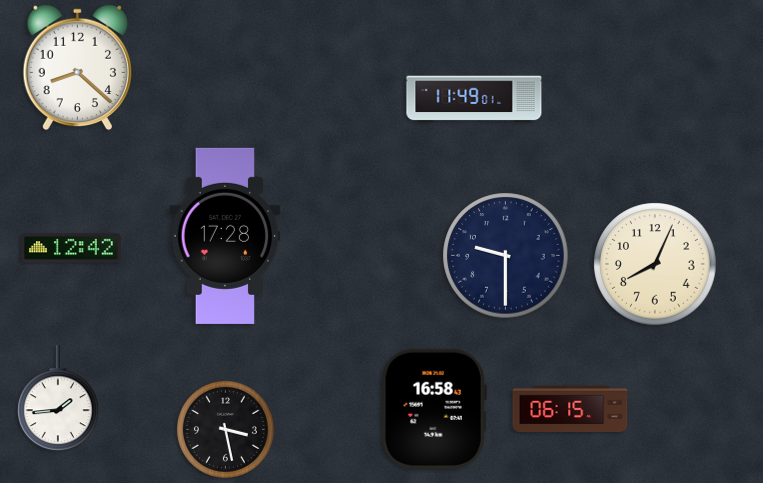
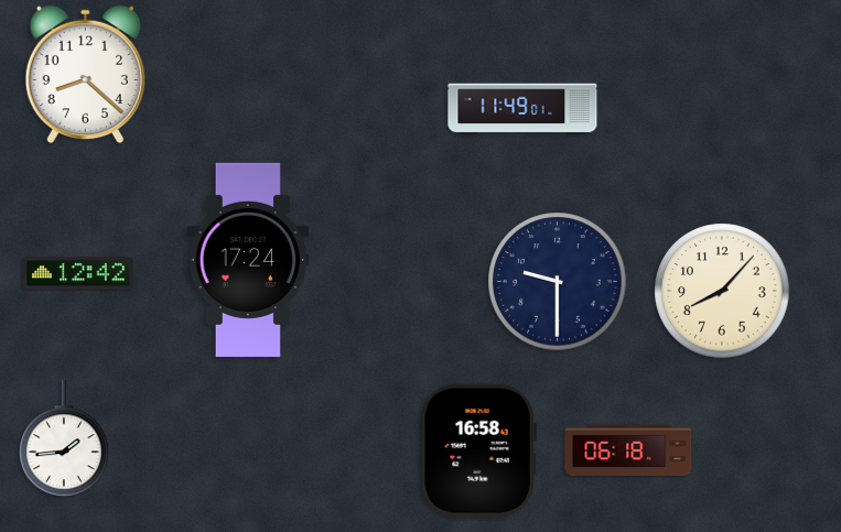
clock at (225, 236): 17:28 -> 17:24
clock at (655, 264): 8:04 -> 8:07
clock at (570, 408): 06:15 -> 06:18
clock at (225, 429): 3:28 -> none
